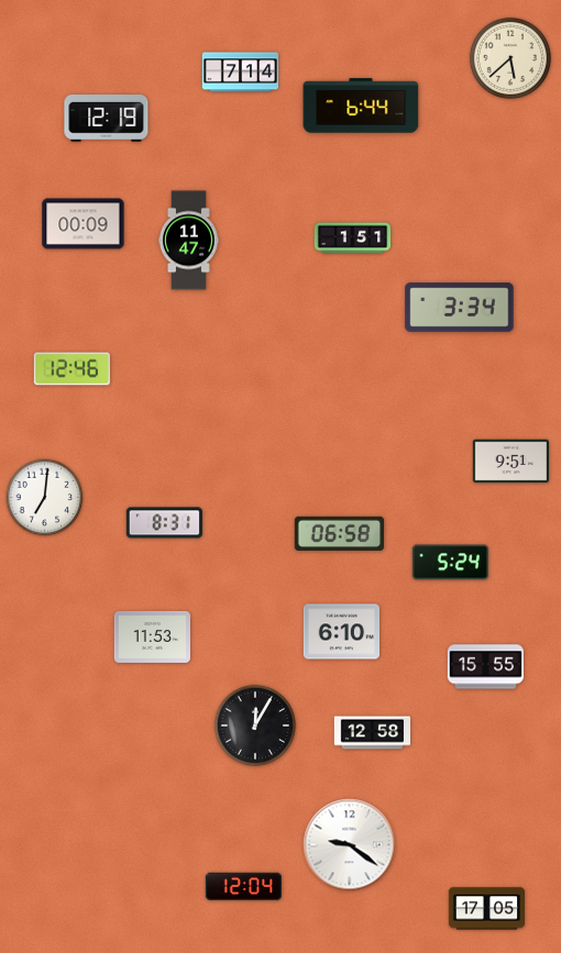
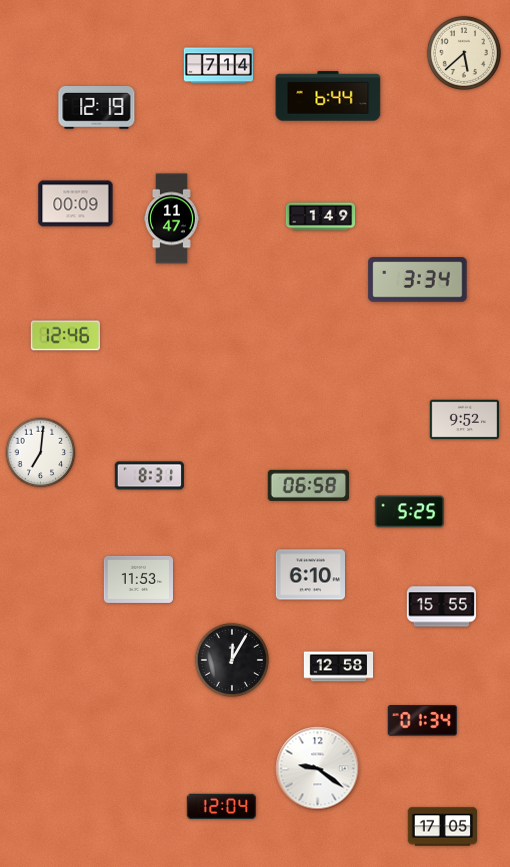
clock at (353, 239): 1:51 -> 1:49
clock at (510, 462): 9:51 -> 9:52
clock at (450, 563): 5:24 -> 5:25
clock at (422, 721): none -> 01:34
